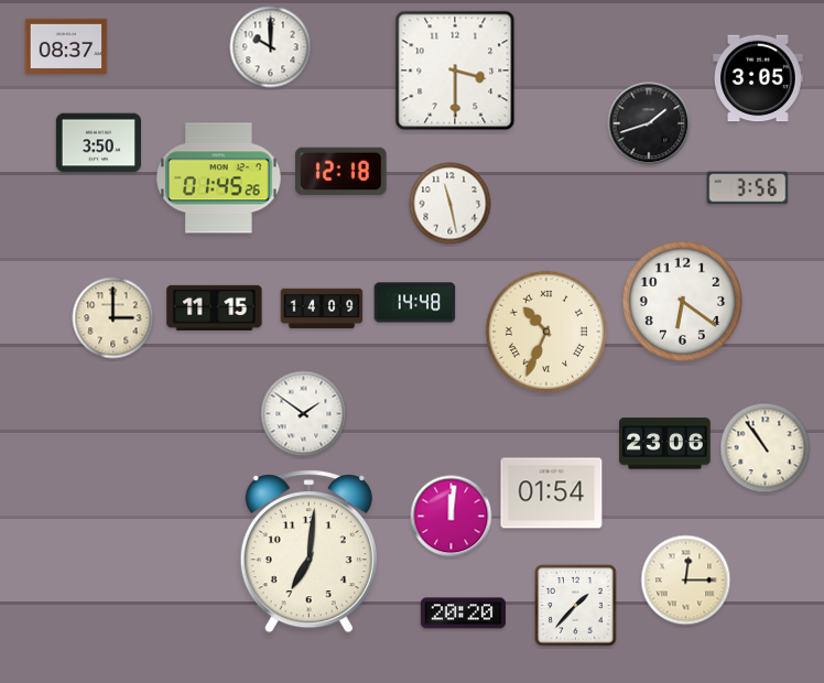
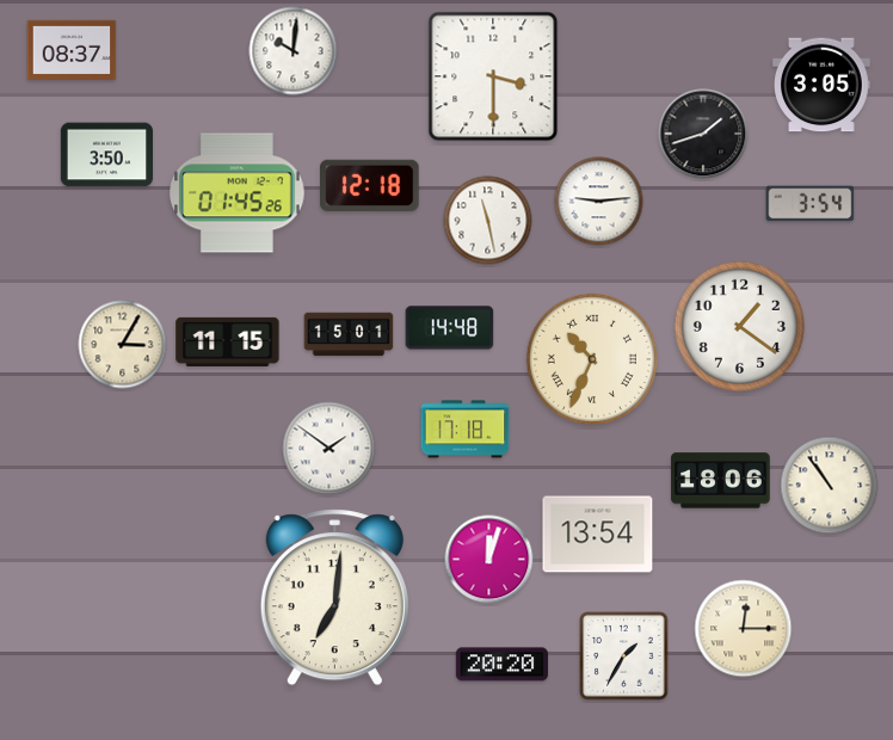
clock at (271, 47): 10:00 -> 10:01
clock at (599, 202): none -> 9:14
clock at (748, 188): 3:56 -> 3:54
clock at (682, 301): 6:21 -> 1:21
clock at (215, 307) position: (215, 307) -> (228, 341)
clock at (322, 308): 14:09 -> 15:01
clock at (113, 318): 3:00 -> 3:05
clock at (466, 430): none -> 17:18
clock at (665, 444): 23:06 -> 18:06
clock at (552, 494): 01:54 -> 13:54
clock at (452, 517): 12:01 -> 12:03
clock at (576, 606): 1:37 -> 1:35
